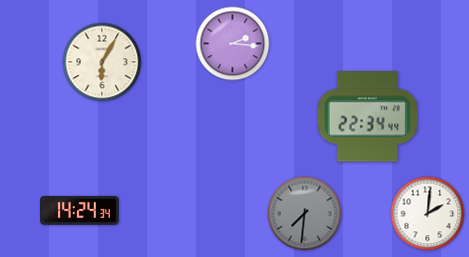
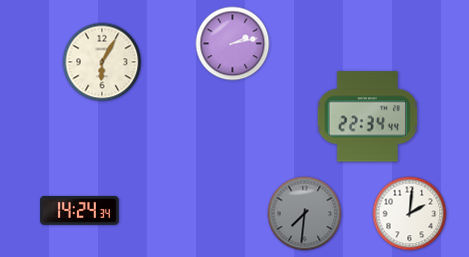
clock at (233, 44): 2:16 -> 2:13
clock at (428, 214) position: (428, 214) -> (410, 214)
